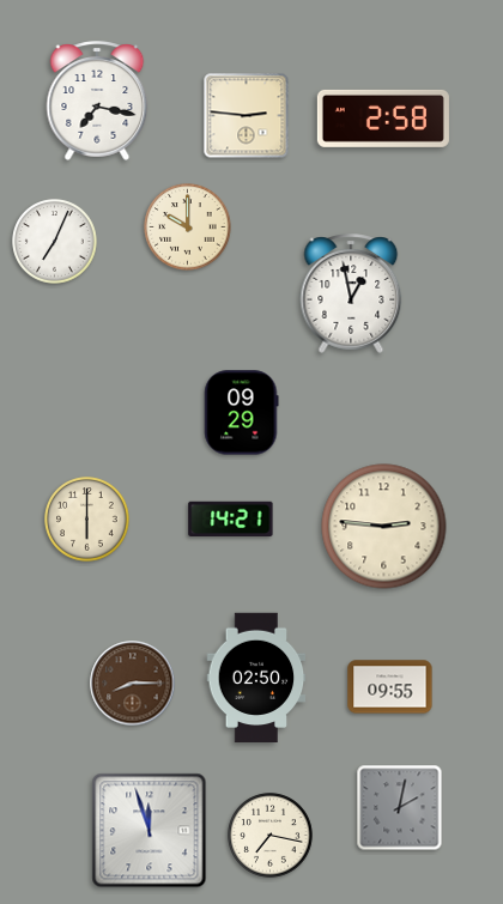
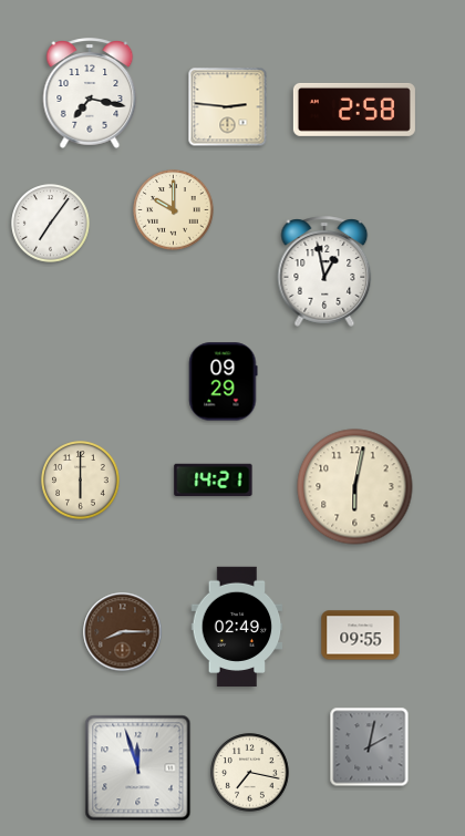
clock at (55, 242): 7:04 -> 7:06
clock at (384, 527): 2:46 -> 6:02
clock at (256, 678): 02:50 -> 02:49
